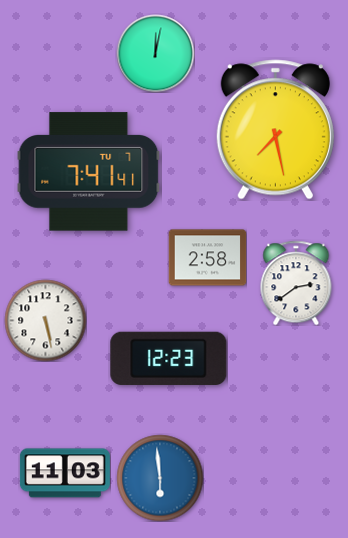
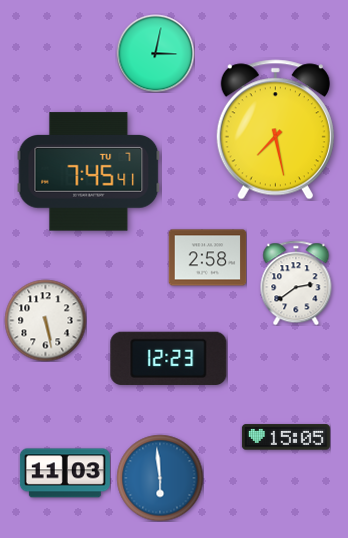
clock at (155, 53): 12:02 -> 3:02
clock at (89, 172): 7:41 -> 7:45
clock at (286, 437): none -> 15:05
